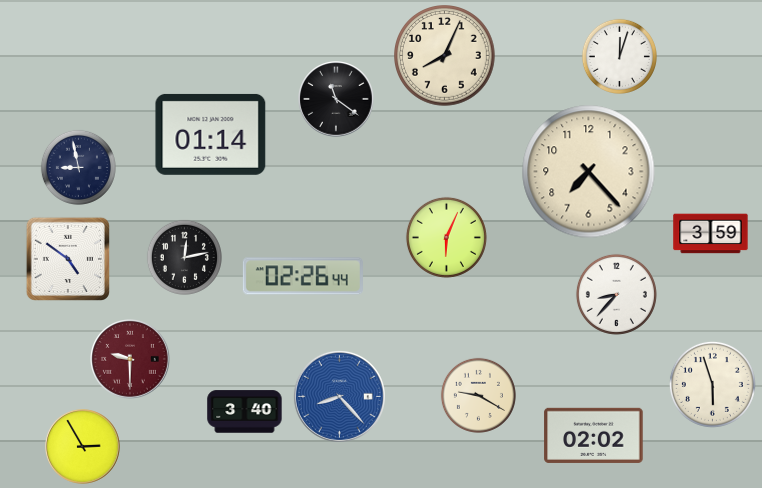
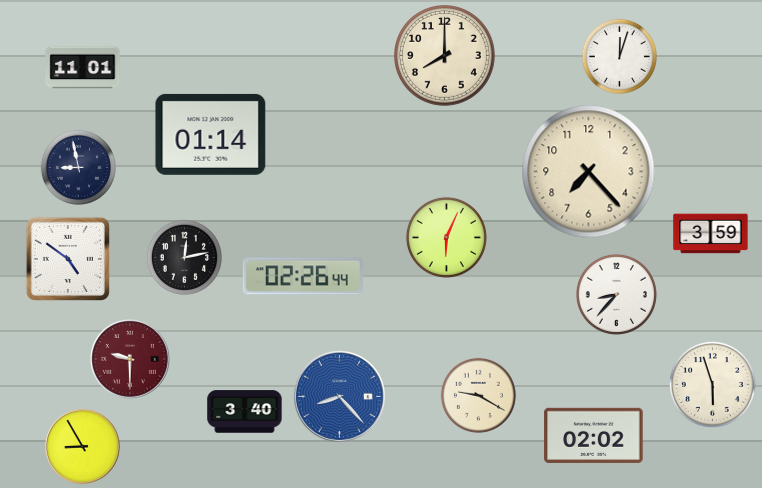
clock at (445, 56): 8:04 -> 8:00
clock at (83, 68): none -> 11:01
clock at (336, 99): 11:21 -> none
clock at (83, 447): 2:55 -> 8:55
